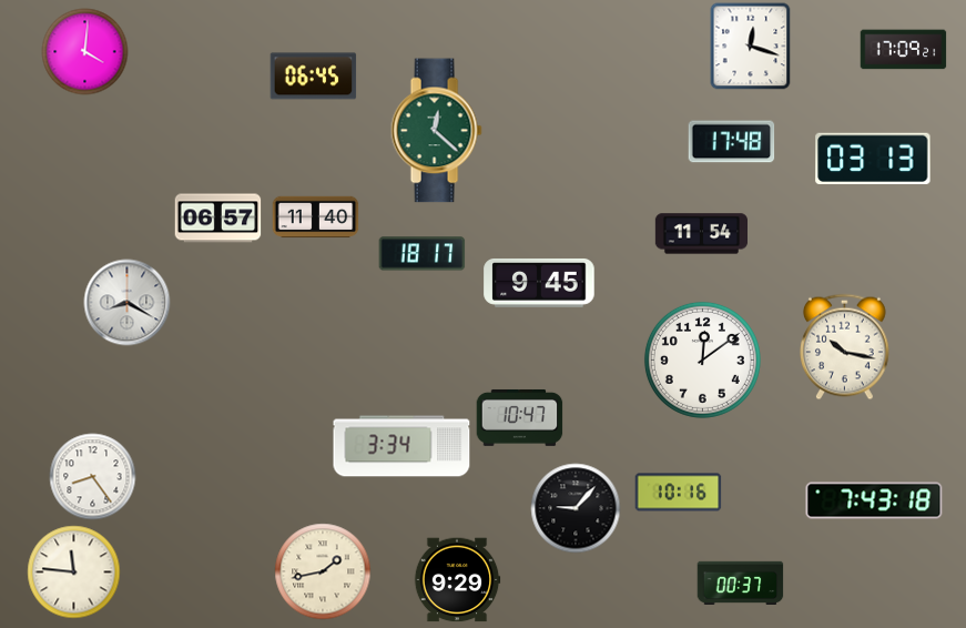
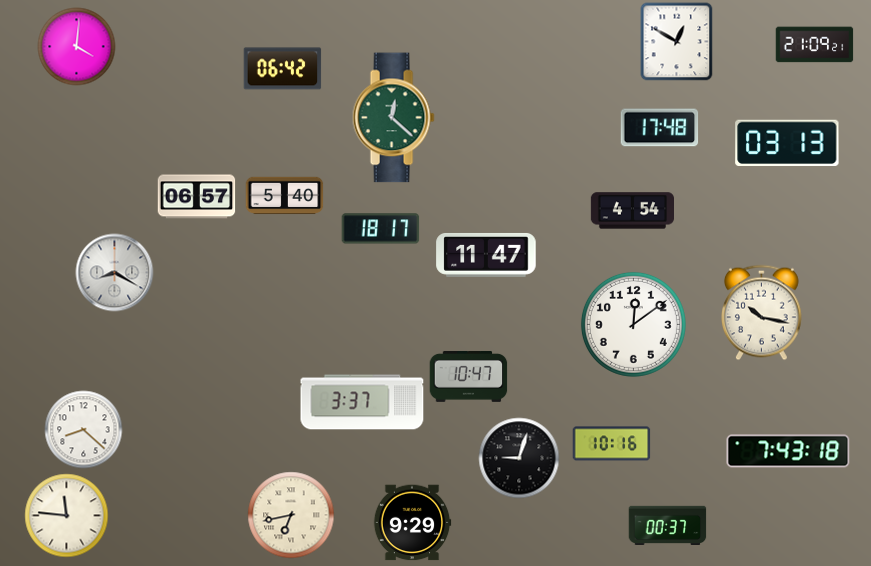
clock at (751, 45): 12:18 -> 12:50
clock at (903, 50): 17:09 -> 21:09
clock at (313, 77): 06:45 -> 06:42
clock at (315, 217): 11:40 -> 5:40
clock at (701, 234): 11:54 -> 4:54
clock at (539, 283): 9:45 -> 11:47
clock at (401, 446): 3:34 -> 3:37
clock at (92, 476): 8:24 -> 8:22
clock at (576, 508): 9:07 -> 9:03
clock at (323, 571): 1:43 -> 6:43
